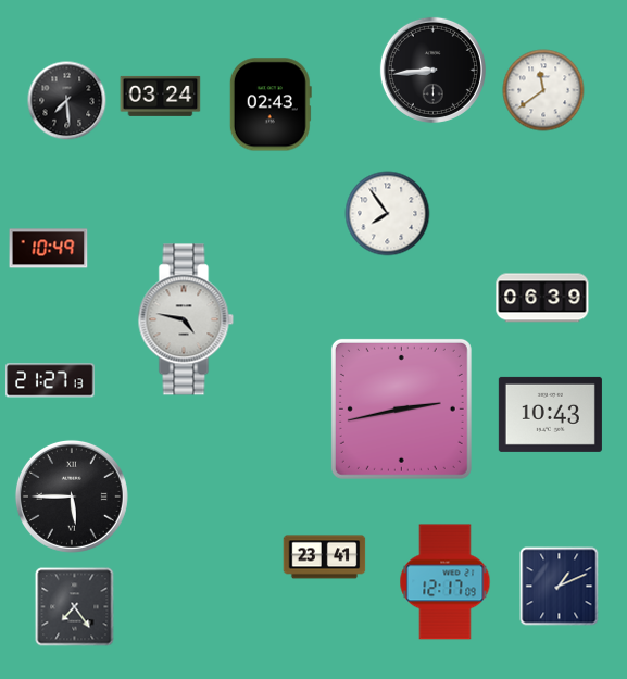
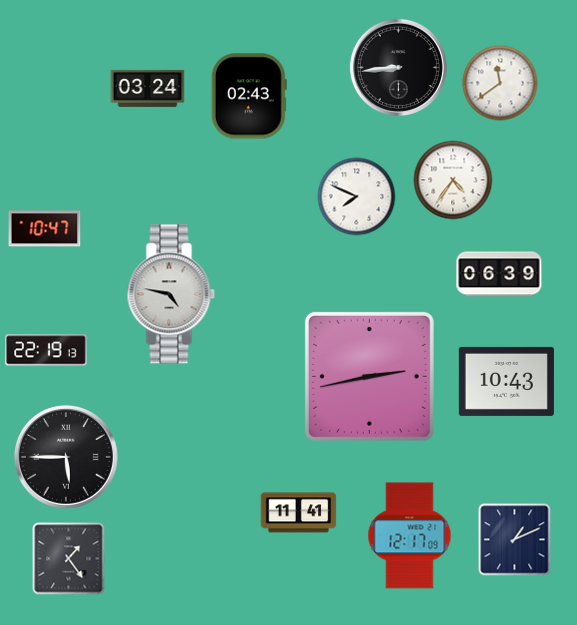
clock at (432, 70) position: (432, 70) -> (398, 67)
clock at (67, 101): 7:29 -> none
clock at (453, 180): none -> 4:36
clock at (388, 214): 7:54 -> 7:49
clock at (49, 249): 10:49 -> 10:47
clock at (50, 380): 21:27 -> 22:19
clock at (325, 557): 23:41 -> 11:41
clock at (75, 607): 7:24 -> 1:24
